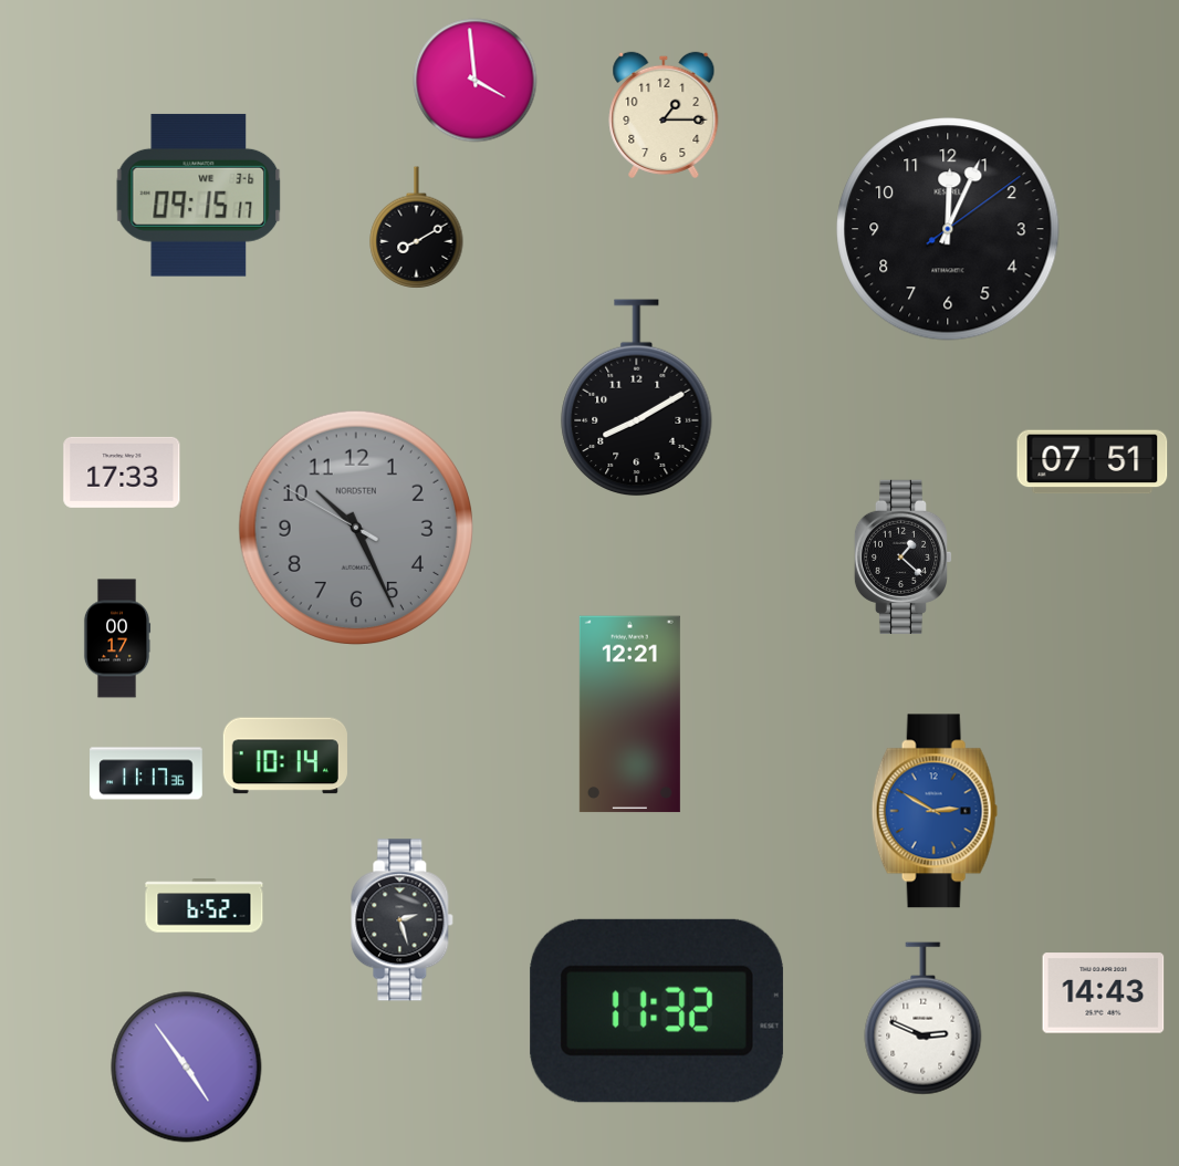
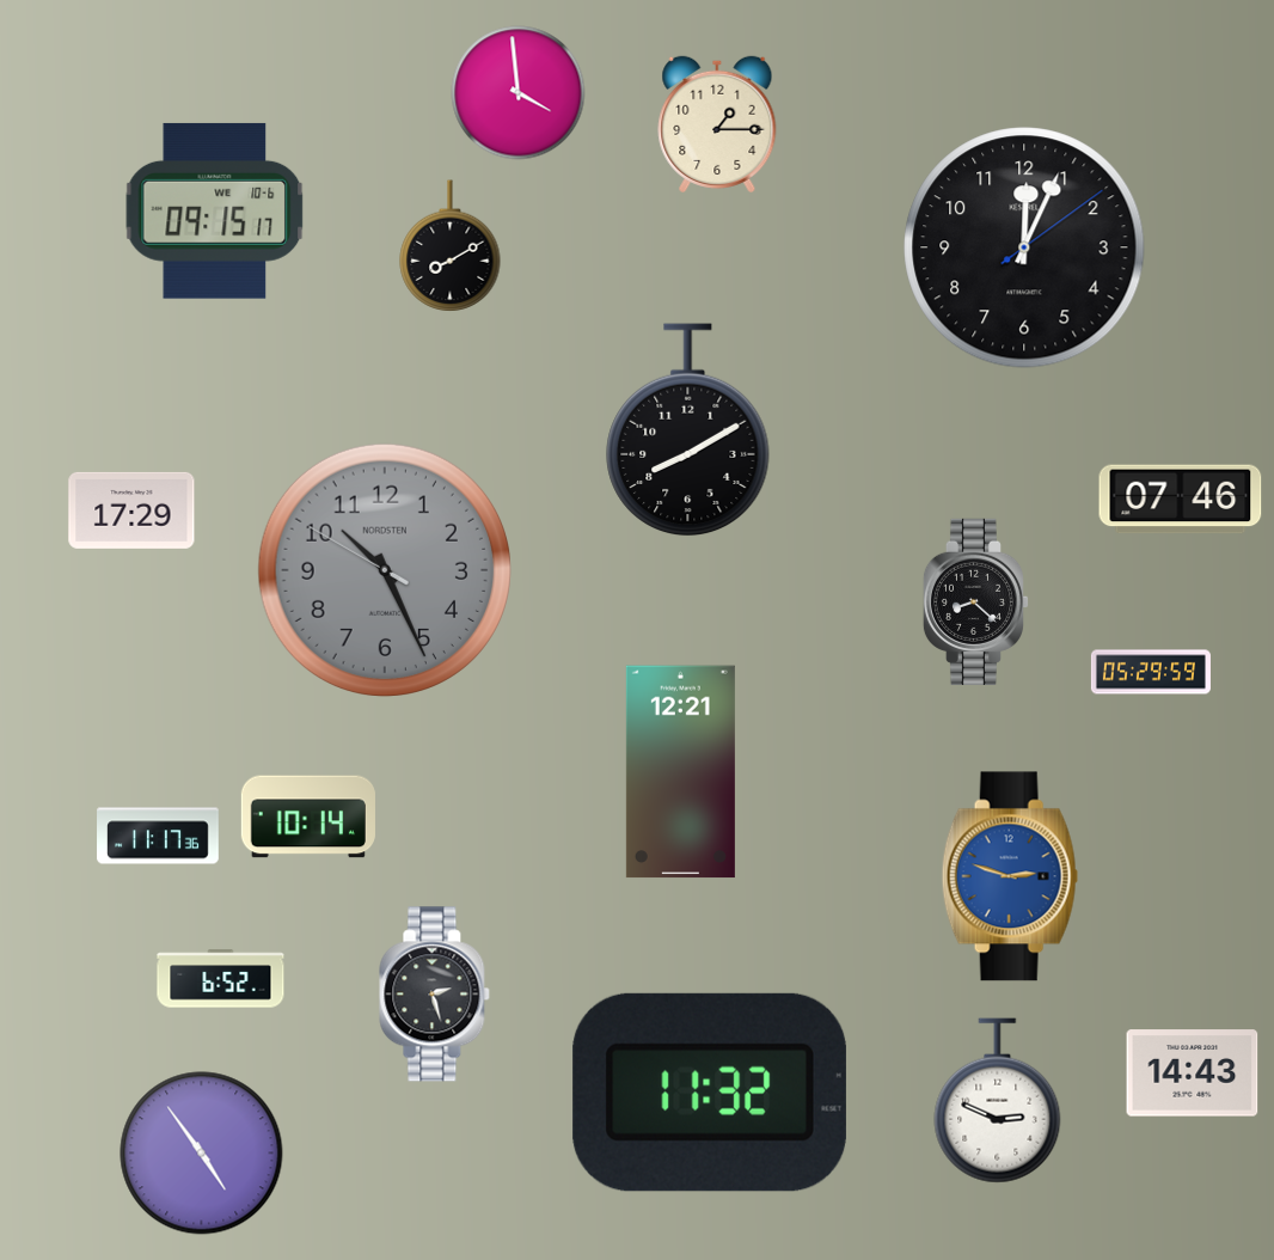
clock at (476, 81) position: (476, 81) -> (519, 93)
clock at (199, 195) date: WE 3-6 -> WE 10-6
clock at (1093, 462): 07:51 -> 07:46
clock at (122, 472): 17:33 -> 17:29
clock at (902, 556): 1:22 -> 8:22
clock at (1151, 672): none -> 05:29
clock at (117, 638): 00:17 -> none
clock at (935, 811): 2:50 -> 2:48
